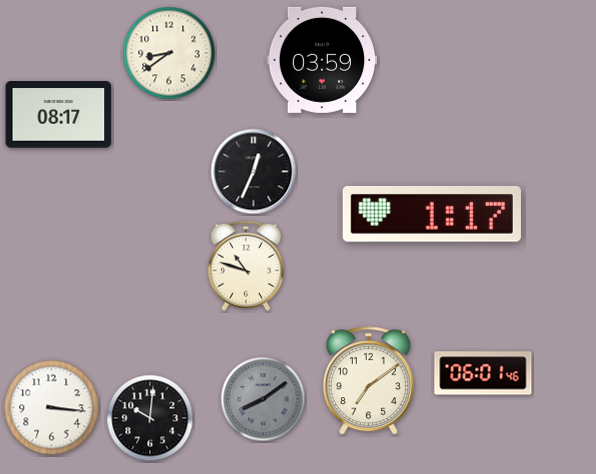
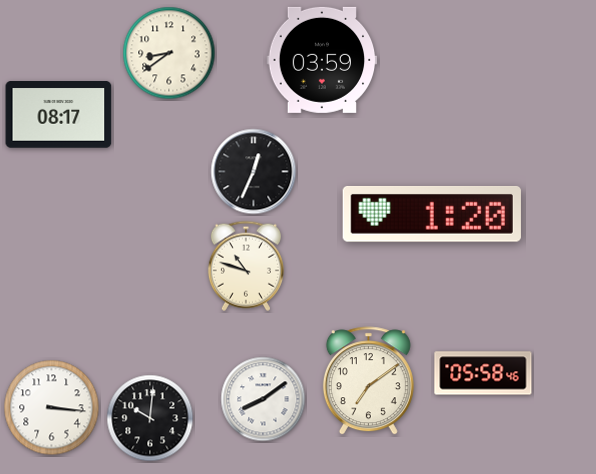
clock at (432, 214): 1:17 -> 1:20
clock at (483, 373): 06:01 -> 05:58
clock at (263, 399) dial: grey -> white
